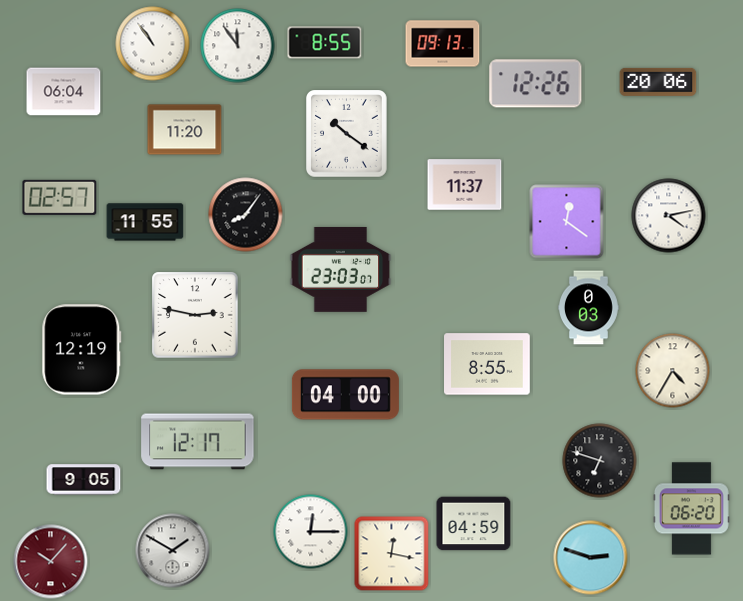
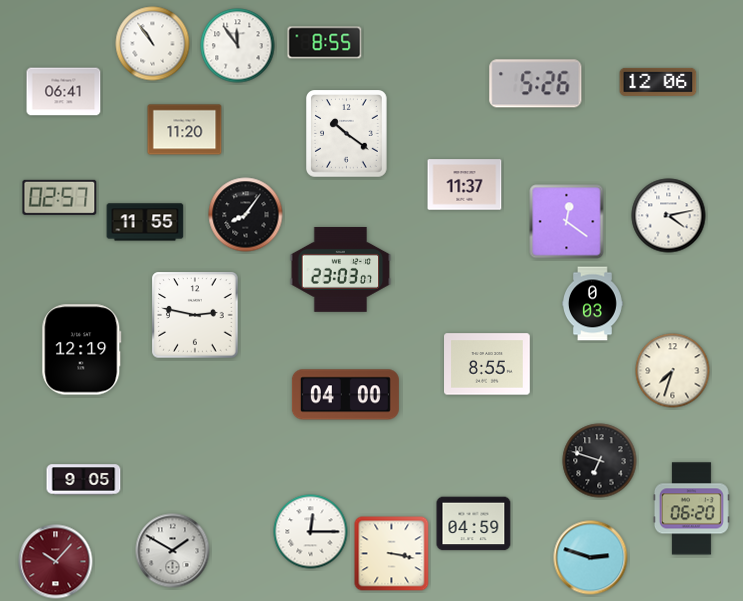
clock at (443, 44): 09:13 -> none
clock at (658, 82): 20:06 -> 12:06
clock at (536, 84): 12:26 -> 5:26
clock at (64, 92): 06:04 -> 06:41
clock at (589, 308) position: (589, 308) -> (593, 304)
clock at (673, 371): 4:35 -> 7:33
clock at (198, 442): 12:17 -> none
clock at (392, 554): 12:17 -> 3:17
clock at (51, 562) position: (51, 562) -> (56, 562)
